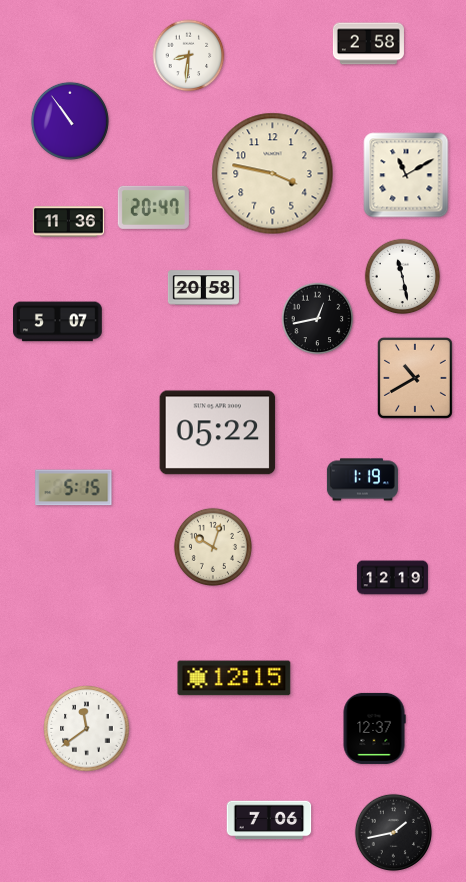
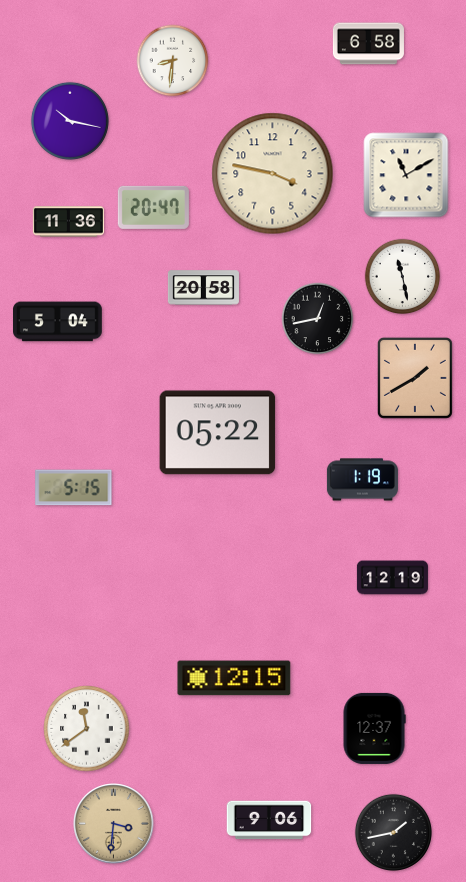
clock at (368, 44): 2:58 -> 6:58
clock at (189, 56) position: (189, 56) -> (173, 61)
clock at (70, 121): 10:54 -> 10:17
clock at (58, 322): 5:07 -> 5:04
clock at (415, 378): 10:40 -> 1:40
clock at (213, 547): 10:03 -> none
clock at (269, 820): 7:06 -> 9:06
clock at (114, 824): none -> 3:31
